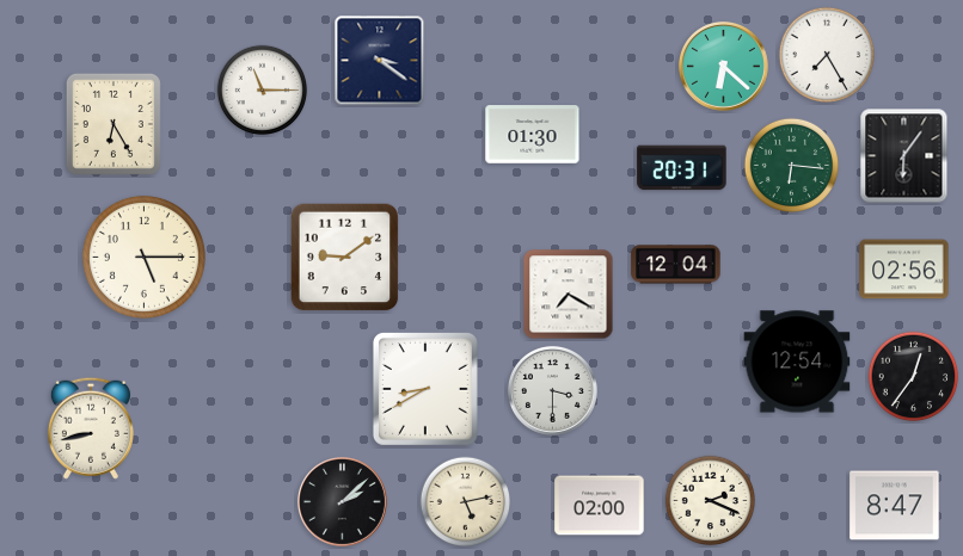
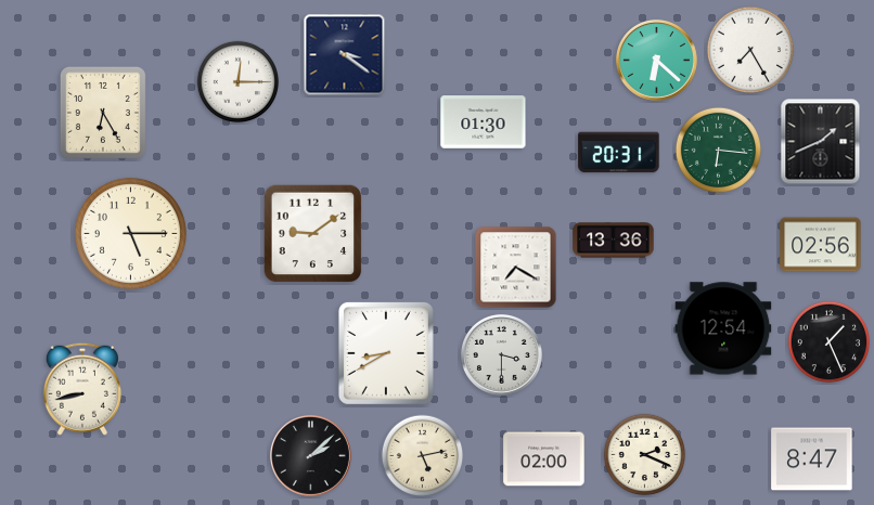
clock at (263, 91): 11:15 -> 12:15
clock at (904, 156): 6:06 -> 1:41
clock at (676, 265): 12:04 -> 13:36
clock at (914, 377): 12:36 -> 1:26
